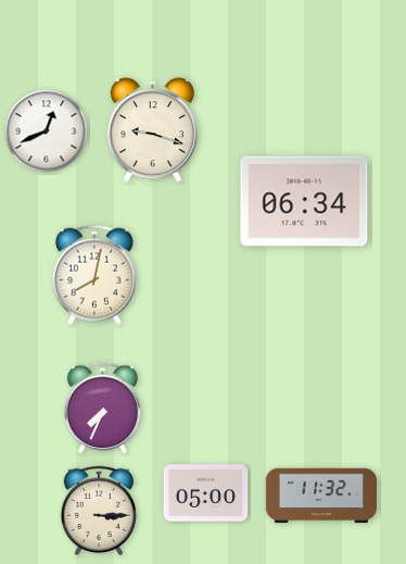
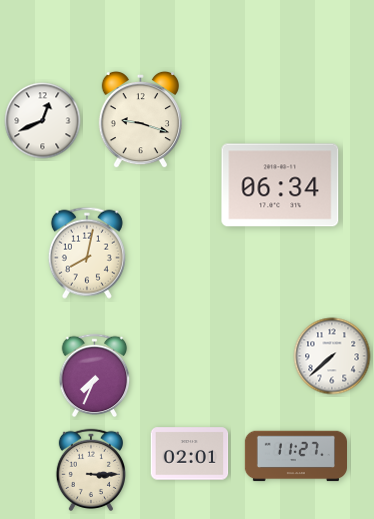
clock at (332, 356): none -> 7:38
clock at (206, 493): 05:00 -> 02:01
clock at (320, 496): 11:32 -> 11:27
